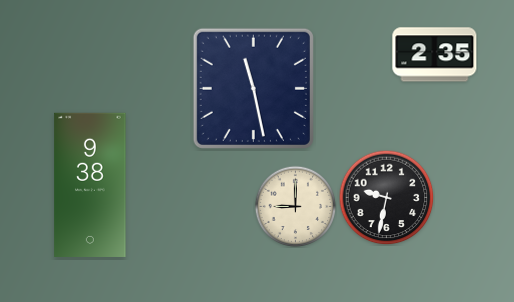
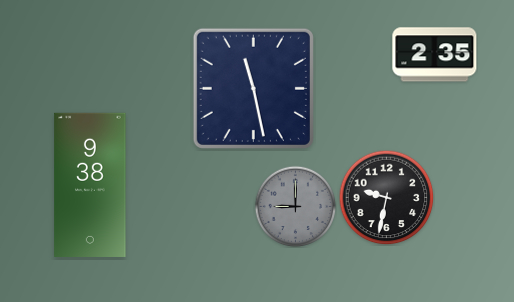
clock at (295, 206) dial: cream -> grey
